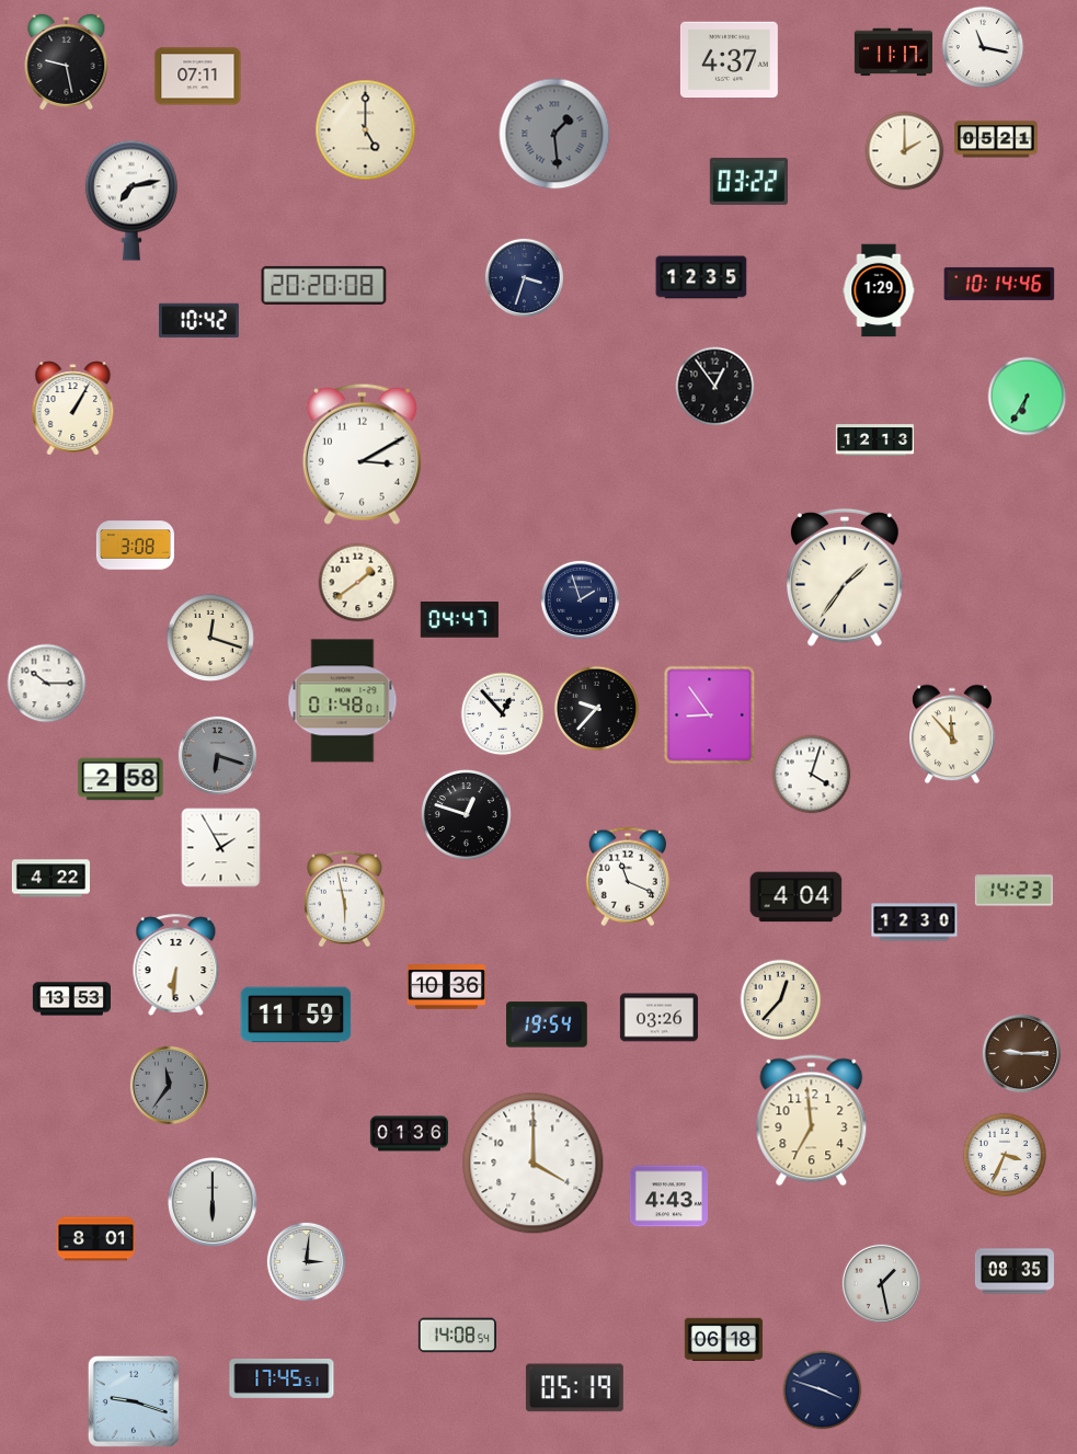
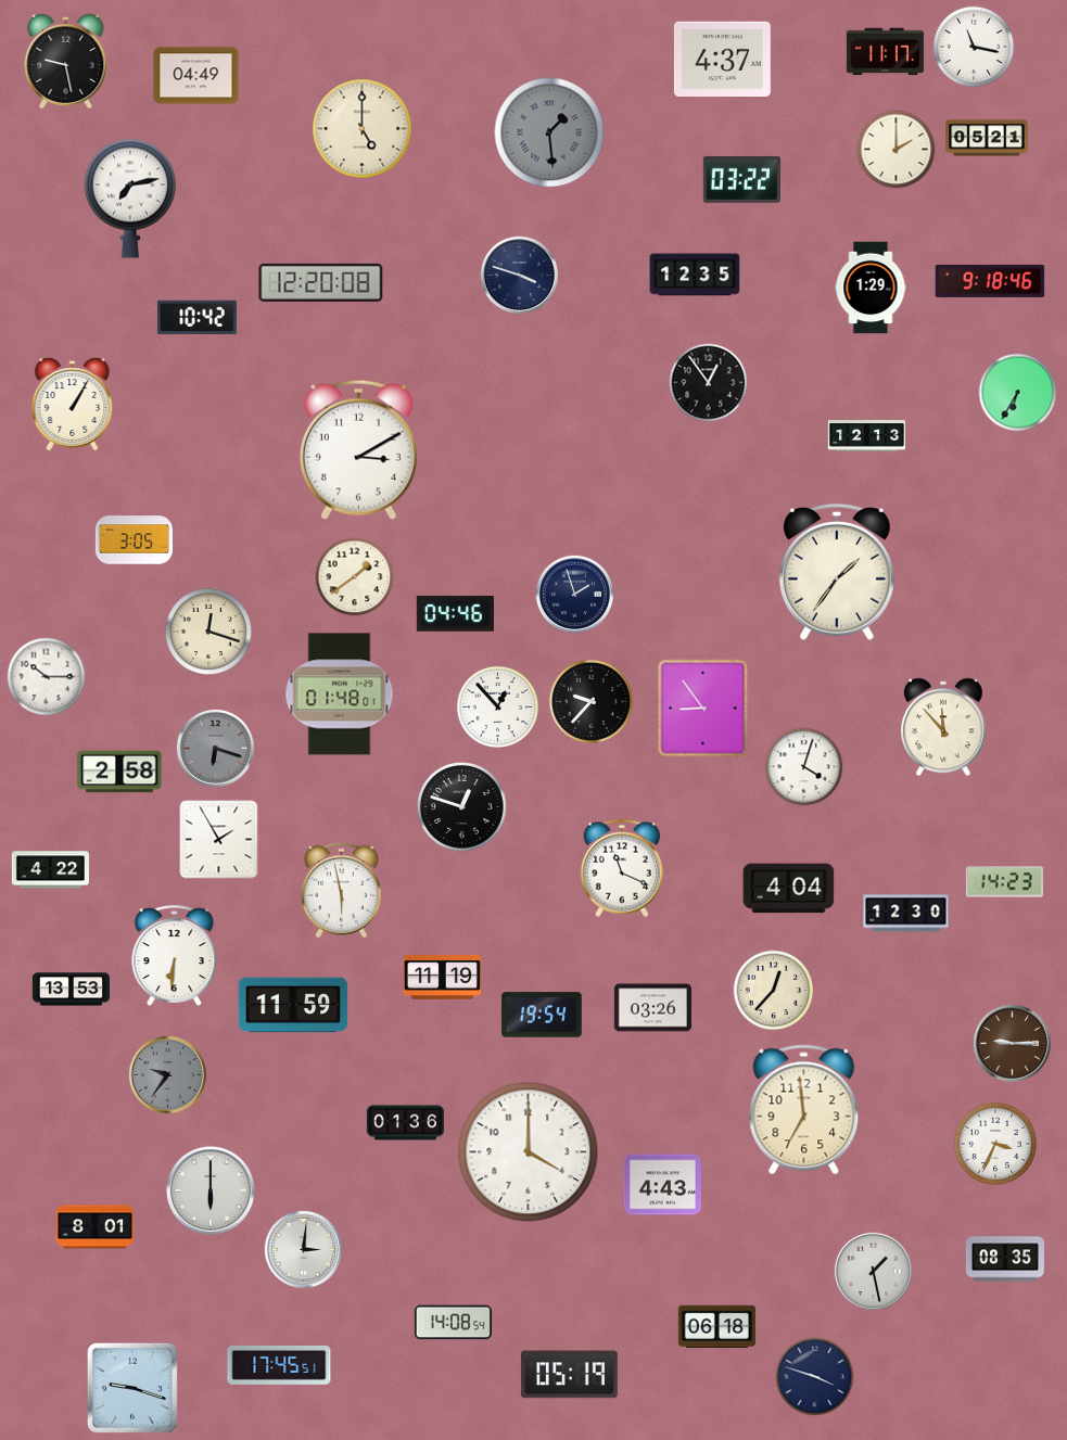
clock at (198, 77): 07:11 -> 04:49
clock at (524, 277): 3:33 -> 3:48
clock at (999, 284): 10:14 -> 9:18
clock at (324, 285): 20:20 -> 12:20
clock at (135, 546): 3:08 -> 3:05
clock at (459, 620): 04:47 -> 04:46
clock at (446, 987): 10:36 -> 11:19
clock at (169, 1085): 11:36 -> 9:36
